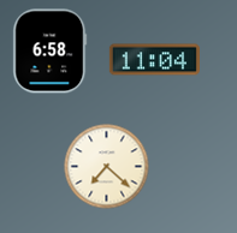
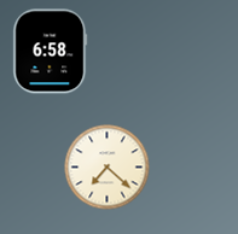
clock at (154, 60): 11:04 -> none
